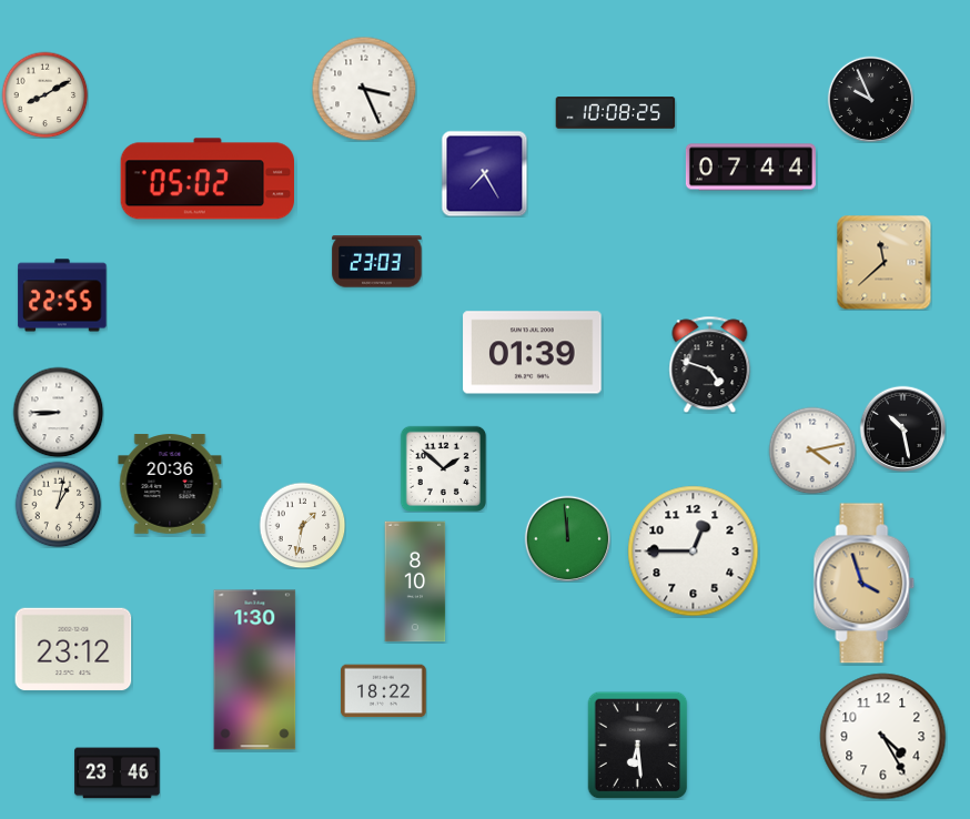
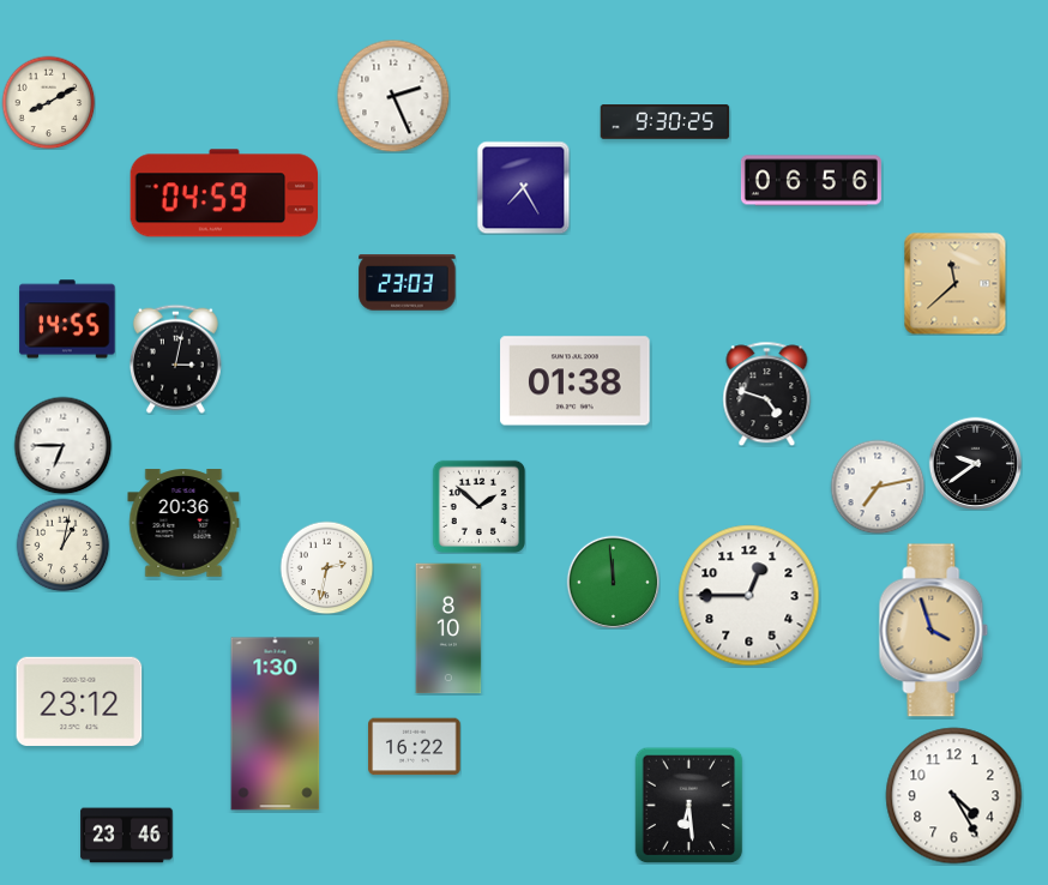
clock at (364, 89): 3:26 -> 2:26
clock at (870, 99): 9:56 -> none
clock at (616, 113): 10:08 -> 9:30
clock at (750, 168): 07:44 -> 06:56
clock at (206, 179): 05:02 -> 04:59
clock at (62, 295): 22:55 -> 14:55
clock at (175, 359): none -> 3:02
clock at (533, 353): 01:39 -> 01:38
clock at (58, 412): 8:45 -> 6:45
clock at (902, 428): 10:28 -> 9:39
clock at (812, 451): 4:13 -> 7:13
clock at (302, 525): 1:32 -> 2:32
clock at (384, 691): 18:22 -> 16:22
